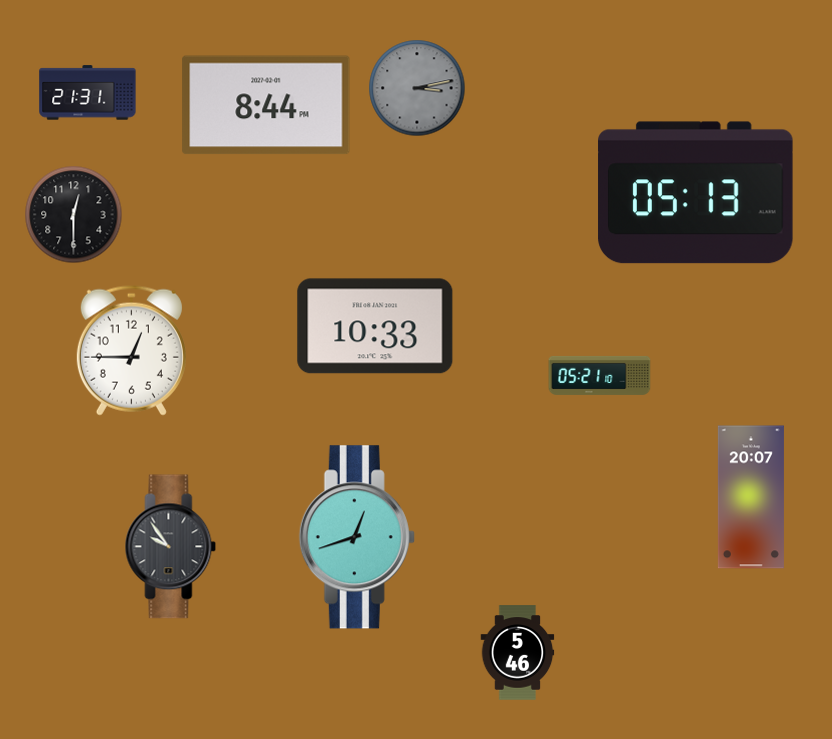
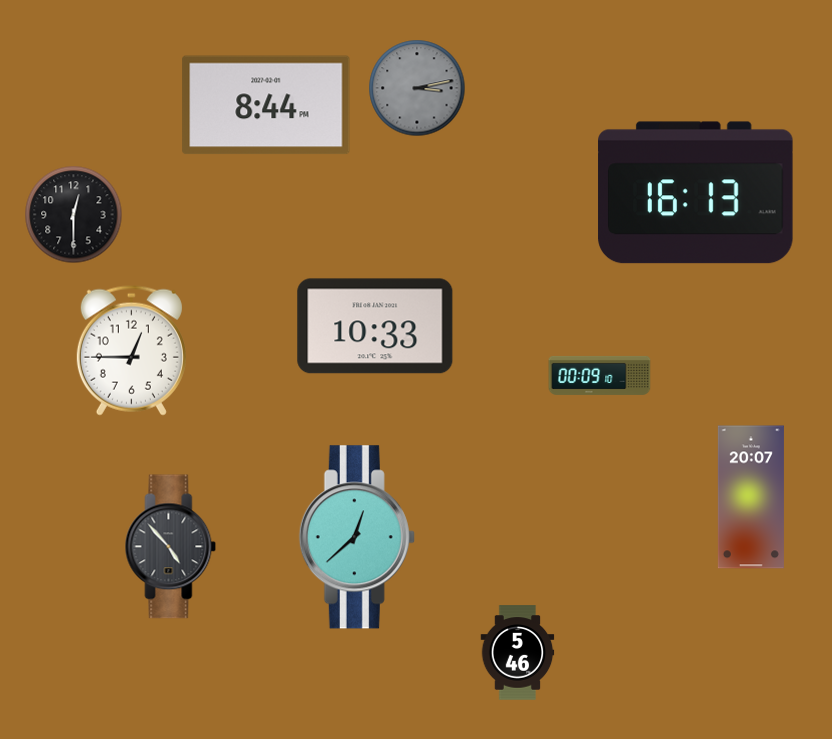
clock at (88, 93): 21:31 -> none
clock at (696, 193): 05:13 -> 16:13
clock at (600, 375): 05:21 -> 00:09
clock at (357, 537): 12:42 -> 12:38
clock at (171, 547): 9:54 -> 4:53
